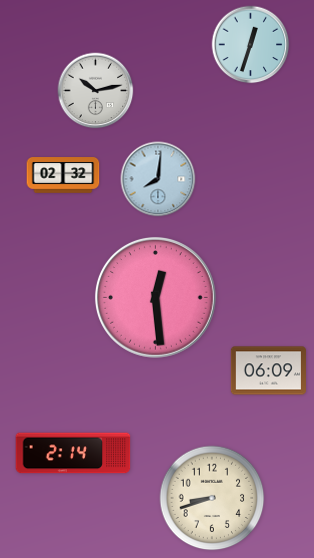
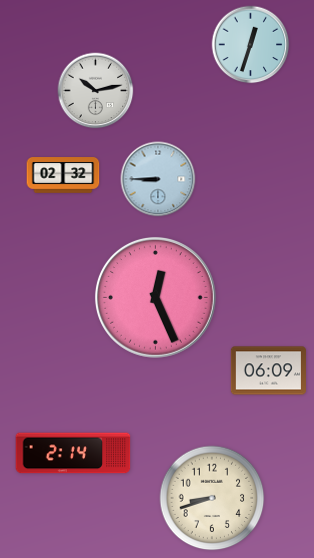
clock at (158, 179): 8:01 -> 8:45
clock at (155, 297): 12:29 -> 12:26
